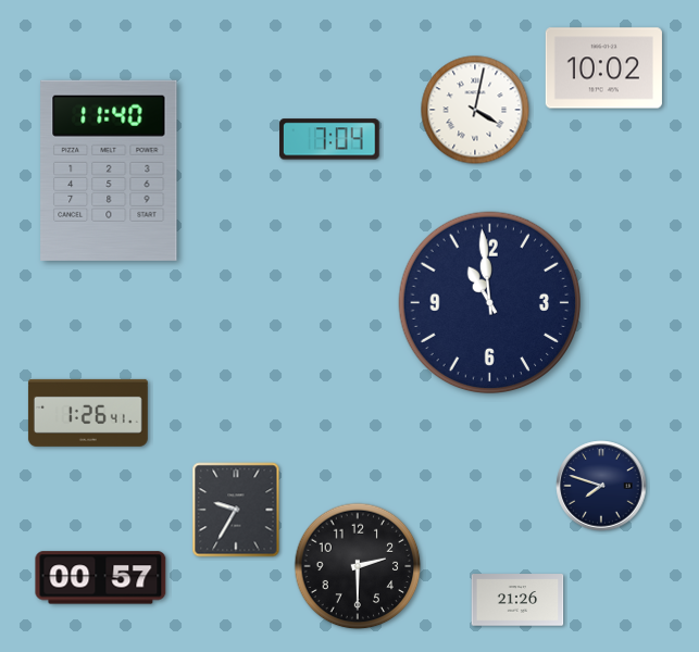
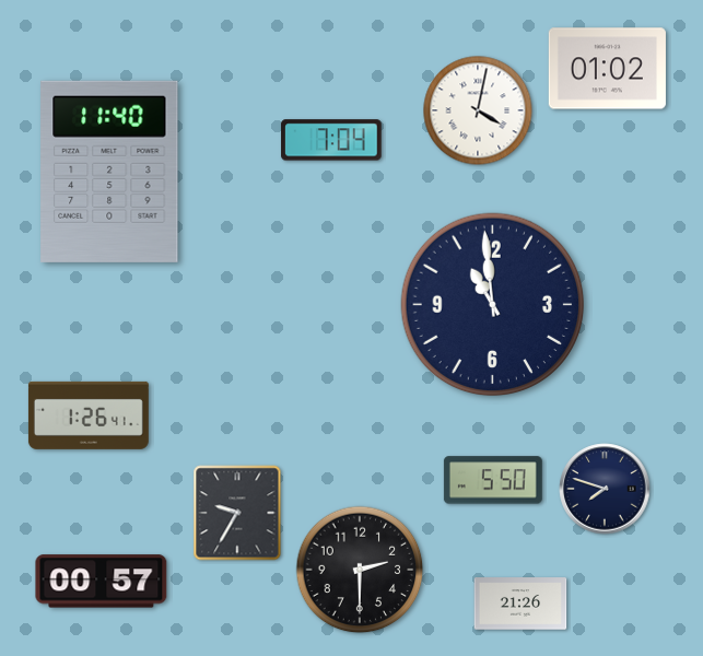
clock at (603, 68): 10:02 -> 01:02
clock at (493, 480): none -> 5:50
